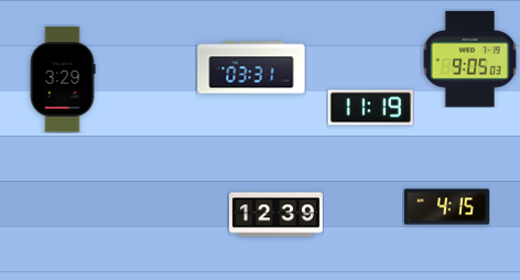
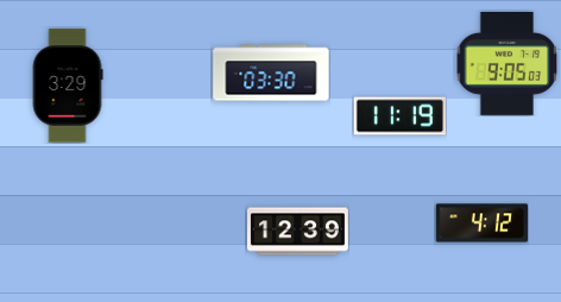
clock at (251, 67): 03:31 -> 03:30
clock at (446, 207): 4:15 -> 4:12
